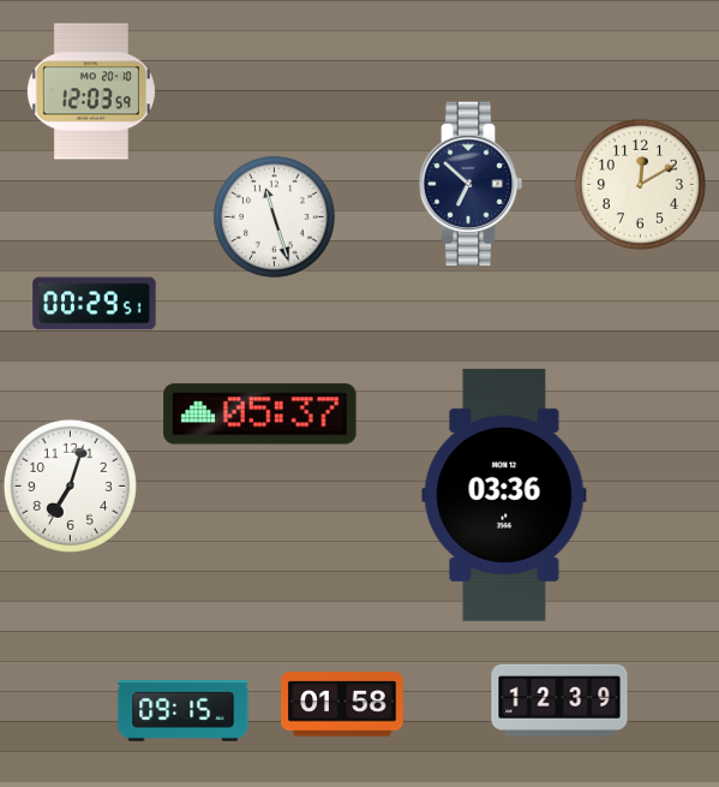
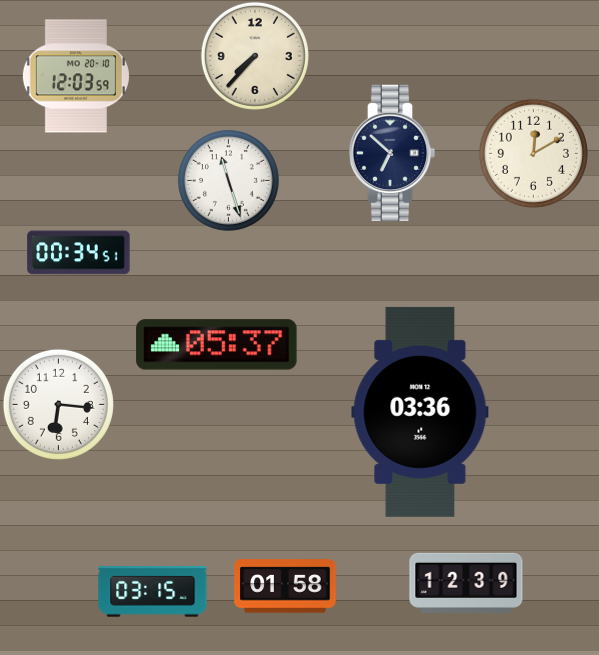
clock at (255, 56): none -> 7:37
clock at (95, 304): 00:29 -> 00:34
clock at (70, 485): 7:03 -> 6:16
clock at (184, 711): 09:15 -> 03:15
